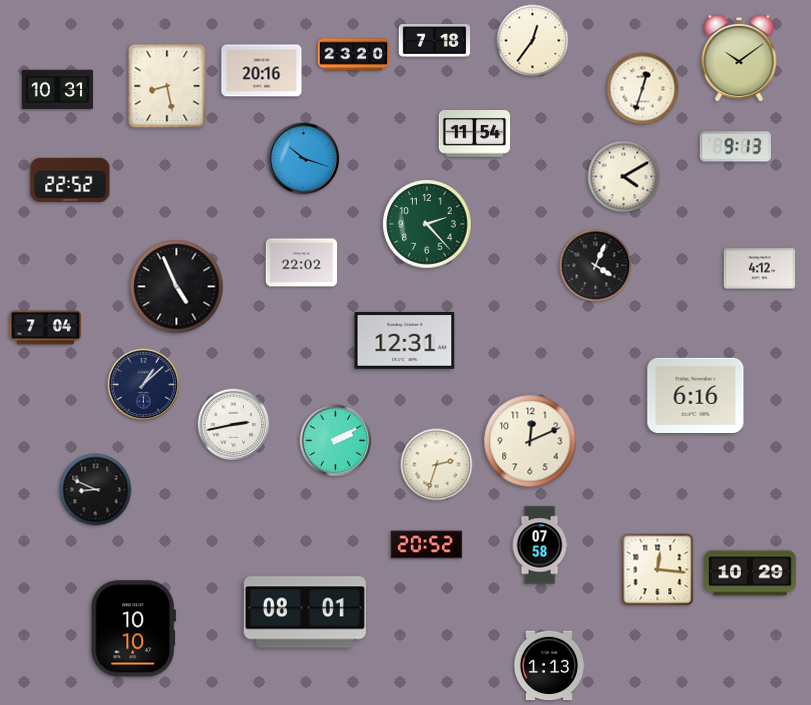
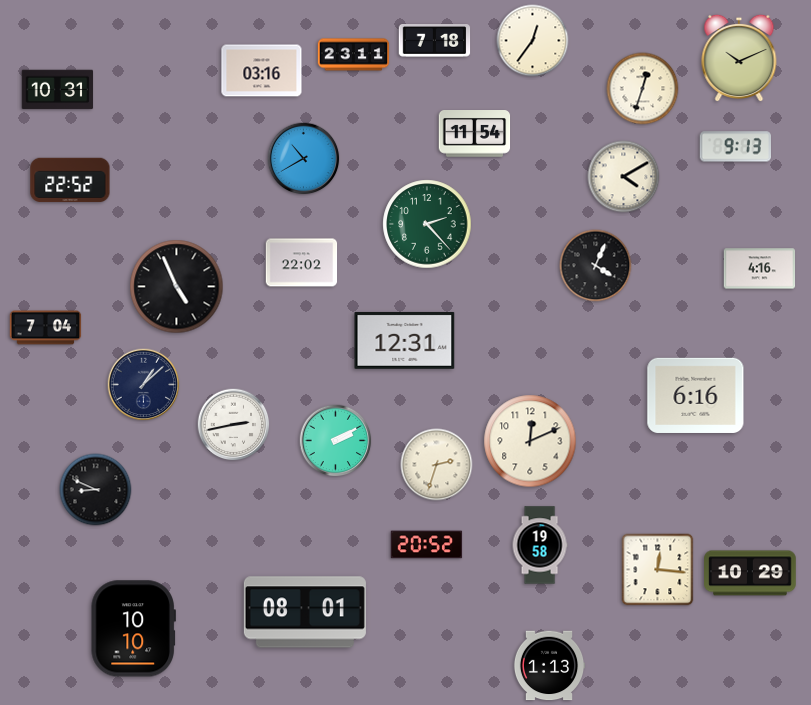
clock at (354, 55): 23:20 -> 23:11
clock at (739, 58): 10:09 -> 10:11
clock at (262, 71): 20:16 -> 03:16
clock at (167, 86): 8:28 -> none
clock at (304, 159): 10:18 -> 10:40
clock at (760, 269): 4:12 -> 4:16
clock at (540, 545): 07:58 -> 19:58
